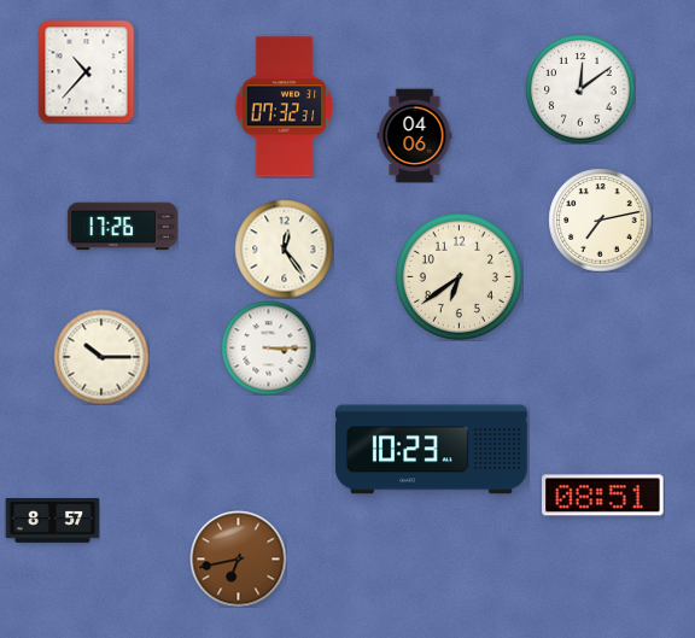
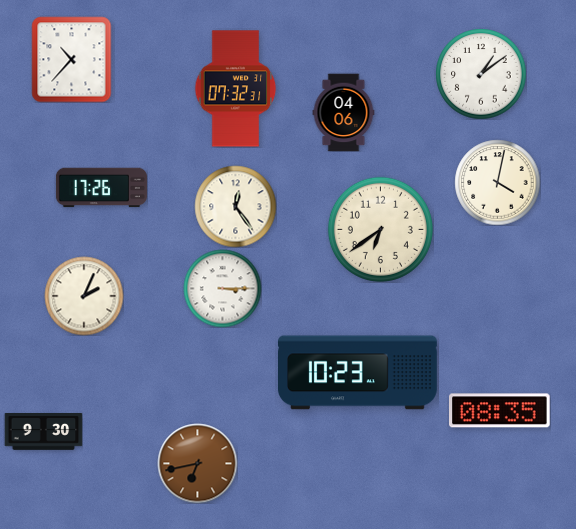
clock at (580, 89): 12:09 -> 1:09
clock at (600, 220): 7:13 -> 4:02
clock at (101, 357): 10:15 -> 2:04
clock at (603, 496): 08:51 -> 08:35
clock at (52, 521): 8:57 -> 9:30
